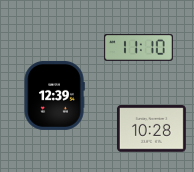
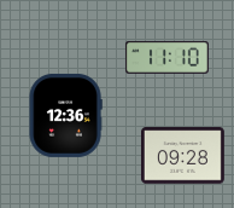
clock at (54, 95): 12:39 -> 12:36
clock at (151, 129): 10:28 -> 09:28
